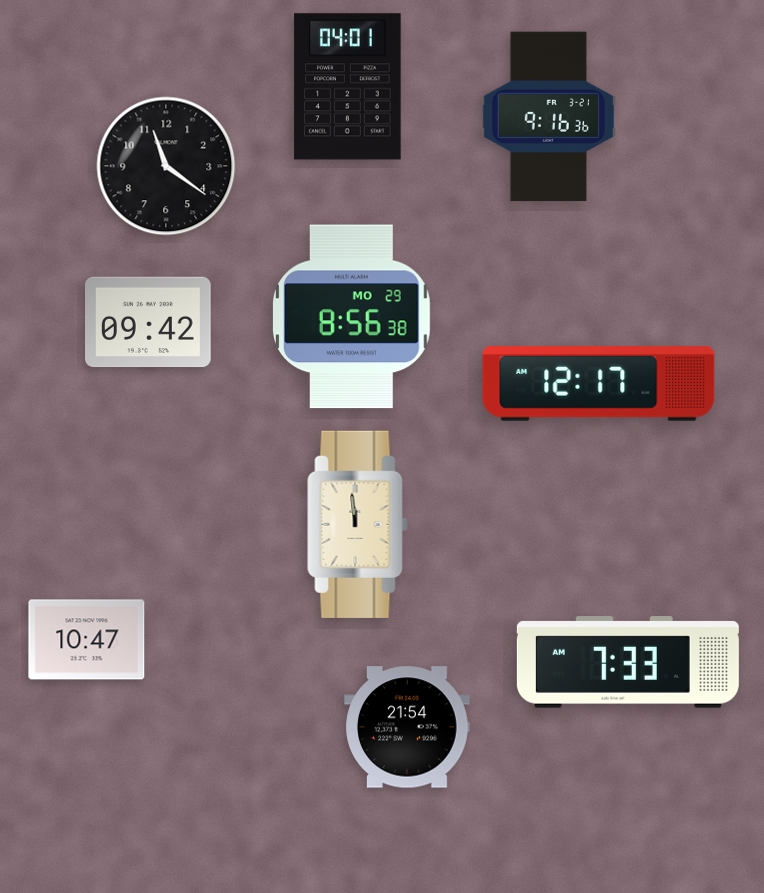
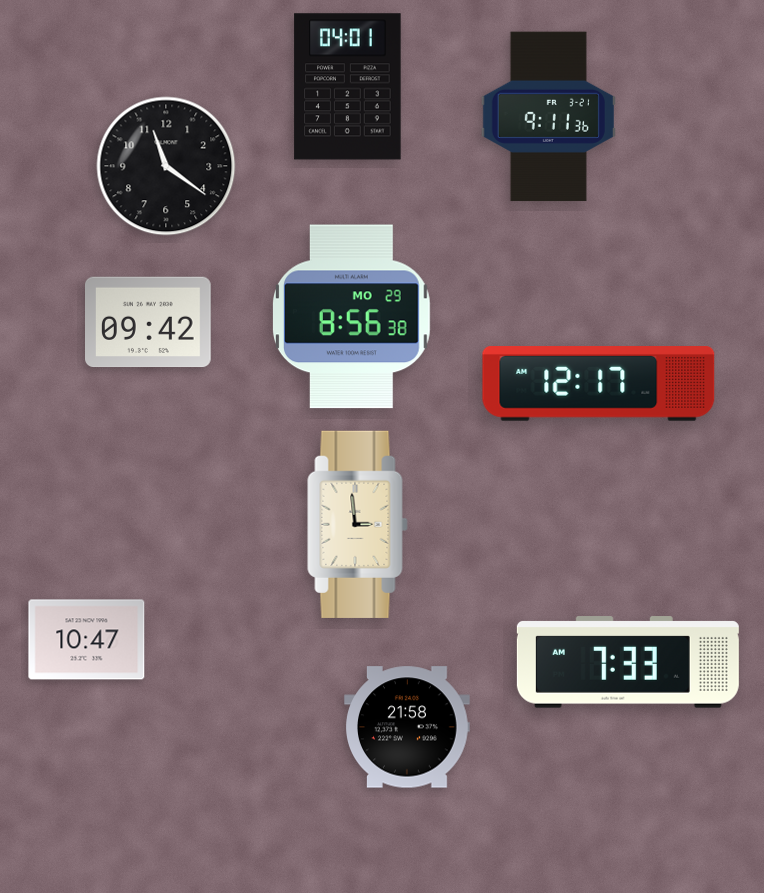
clock at (548, 117): 9:16 -> 9:11
clock at (358, 524): 11:59 -> 2:59
clock at (407, 727): 21:54 -> 21:58
